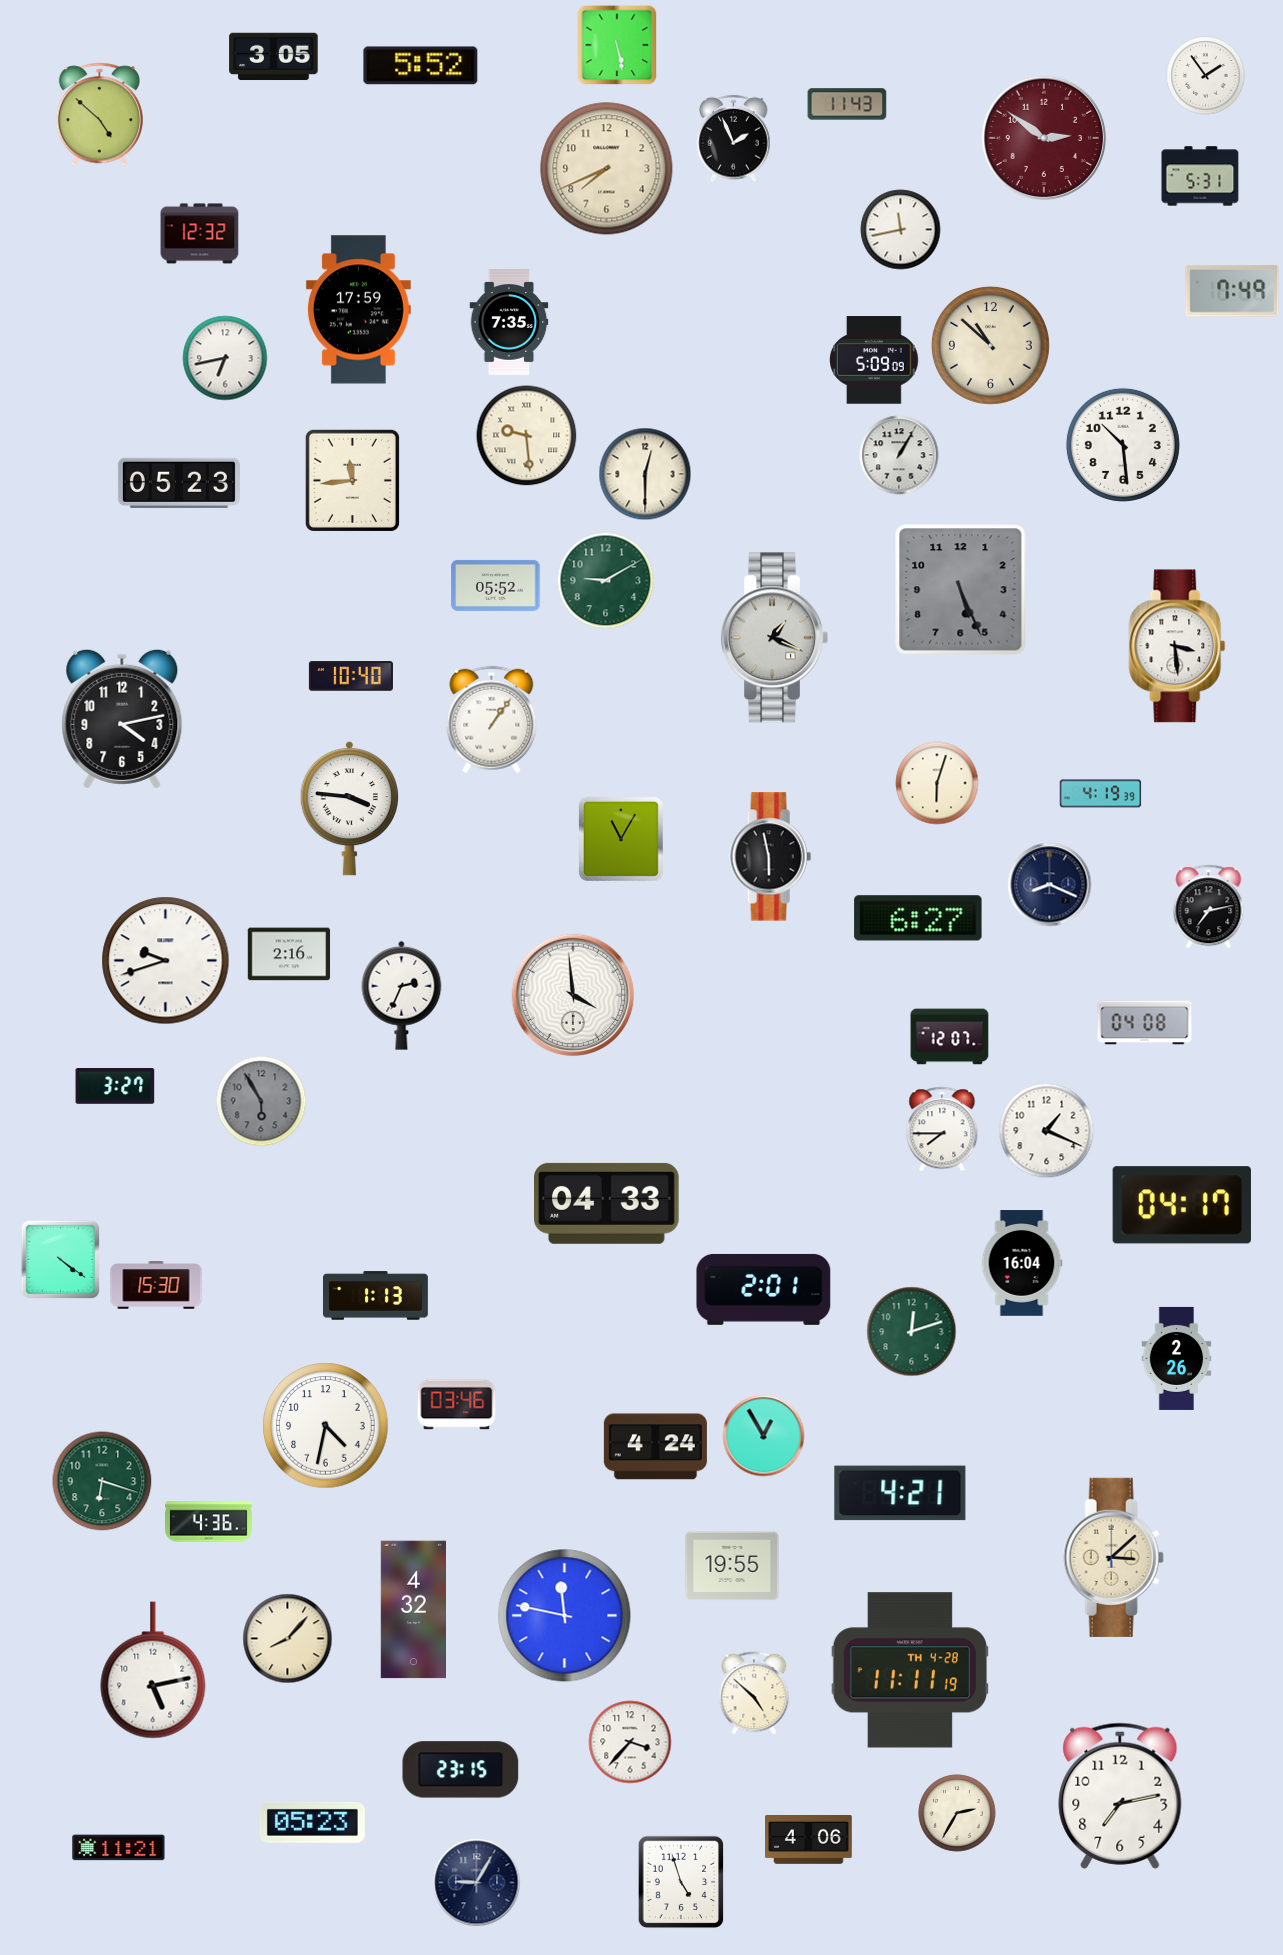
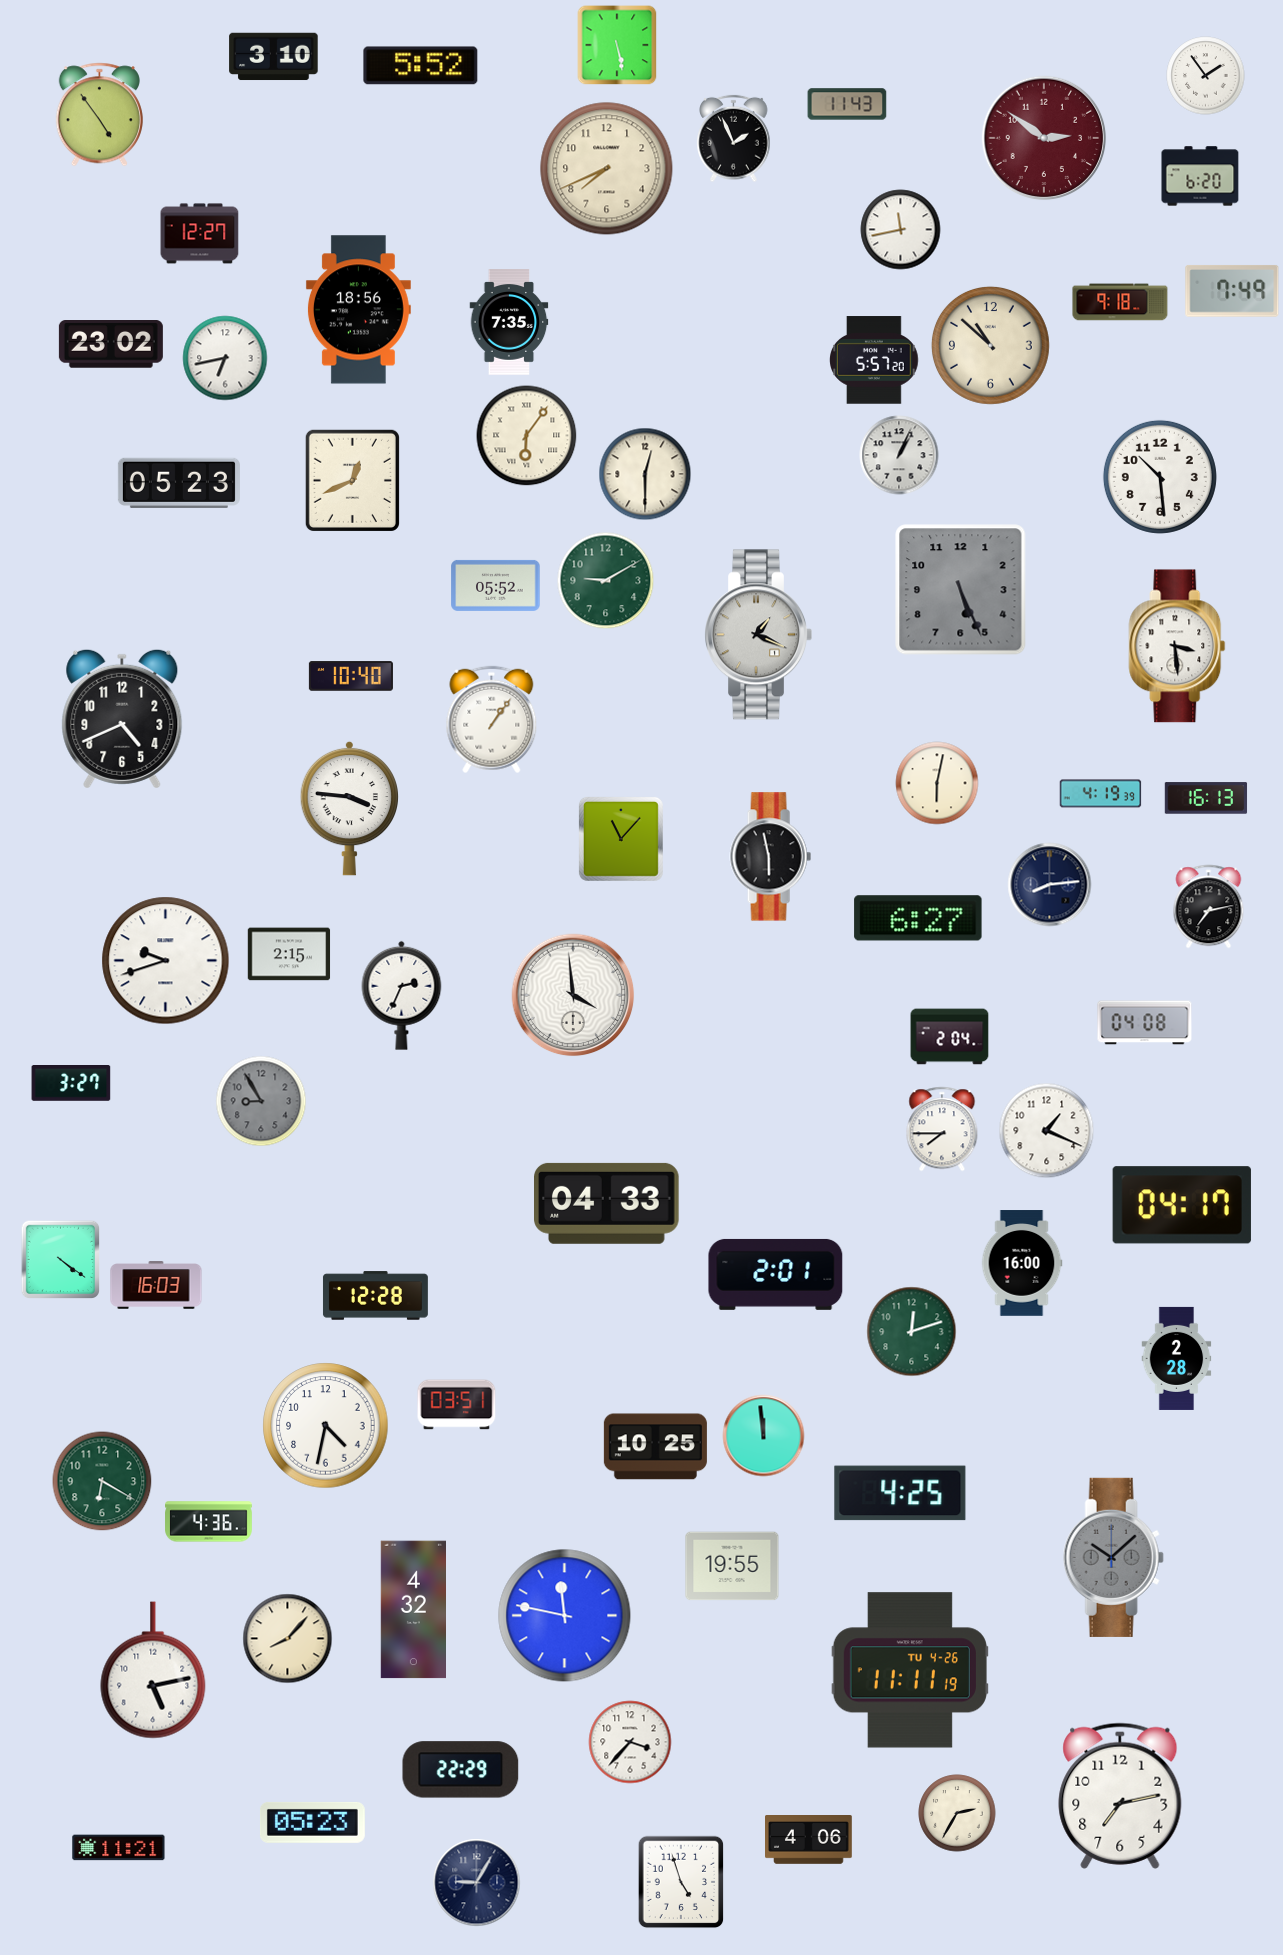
clock at (274, 57): 3:05 -> 3:10
clock at (99, 115): 4:52 -> 4:54
clock at (1200, 176): 5:31 -> 6:20
clock at (200, 234): 12:32 -> 12:27
clock at (1120, 302): none -> 9:18
clock at (358, 310): 17:59 -> 18:56
clock at (111, 345): none -> 23:02
clock at (875, 360): 5:09 -> 5:57
clock at (527, 436): 9:29 -> 6:06
clock at (1123, 445) position: (1123, 445) -> (1160, 477)
clock at (899, 455): 1:05 -> 1:04
clock at (352, 480): 11:44 -> 12:41
clock at (774, 638) position: (774, 638) -> (758, 635)
clock at (122, 719): 4:13 -> 4:41
clock at (937, 783): 6:03 -> 6:02
clock at (1206, 798): none -> 16:13
clock at (621, 839): 11:05 -> 11:07
clock at (1050, 885): 8:19 -> 8:14
clock at (289, 954): 2:16 -> 2:15
clock at (950, 1037): 12:07 -> 2:04
clock at (115, 1087) position: (115, 1087) -> (71, 1084)
clock at (261, 1101): 5:55 -> 8:55
clock at (1022, 1263): 16:04 -> 16:00
clock at (156, 1285): 15:30 -> 16:03
clock at (764, 1289) position: (764, 1289) -> (776, 1274)
clock at (376, 1296): 1:13 -> 12:28
clock at (1177, 1358): 2:26 -> 2:28
clock at (457, 1405): 03:46 -> 03:51
clock at (764, 1436): 12:55 -> 11:59
clock at (655, 1447): 4:24 -> 10:25
clock at (102, 1481): 6:18 -> 6:20
clock at (900, 1493): 4:21 -> 4:25
clock at (1113, 1557): 3:08 -> 10:08
clock at (1113, 1557) dial: cream -> grey
clock at (910, 1670) date: TH 4-28 -> TU 4-26
clock at (754, 1693): 4:52 -> none
clock at (461, 1770): 23:15 -> 22:29
